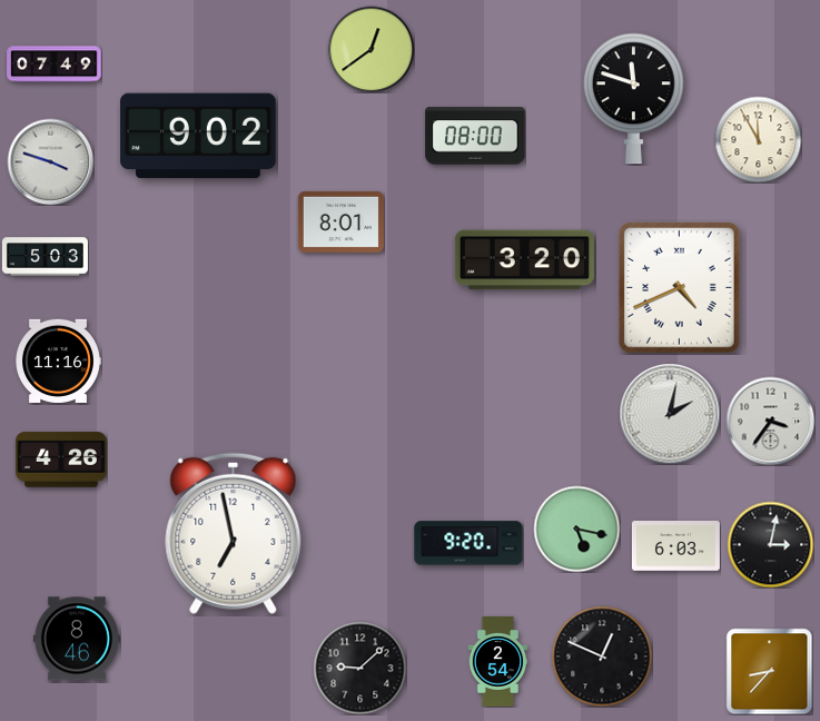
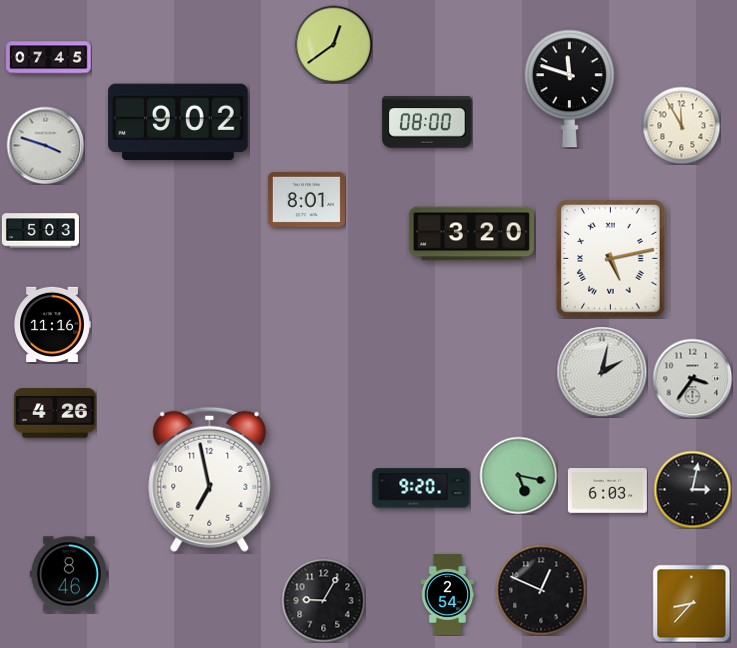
clock at (55, 65): 07:49 -> 07:45
clock at (680, 288): 4:41 -> 5:13
clock at (359, 668): 9:08 -> 9:05
